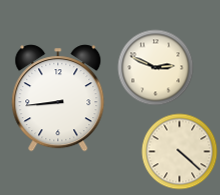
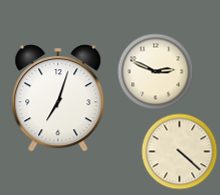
clock at (156, 68) position: (156, 68) -> (156, 72)
clock at (58, 98): 8:44 -> 7:03
